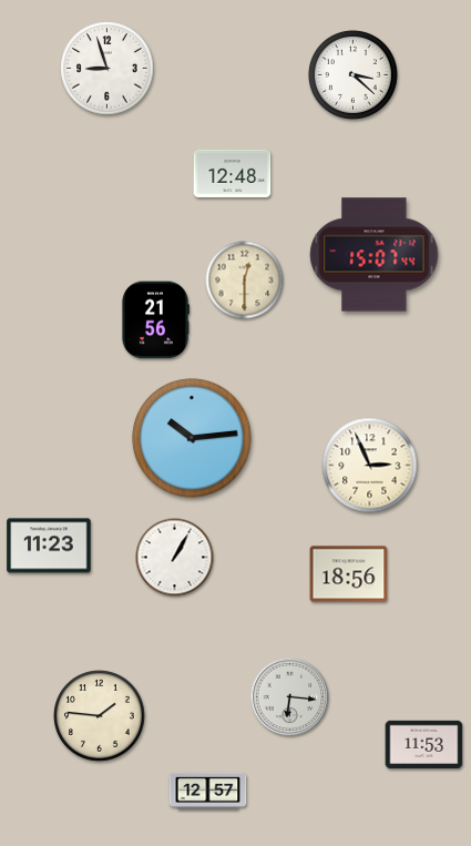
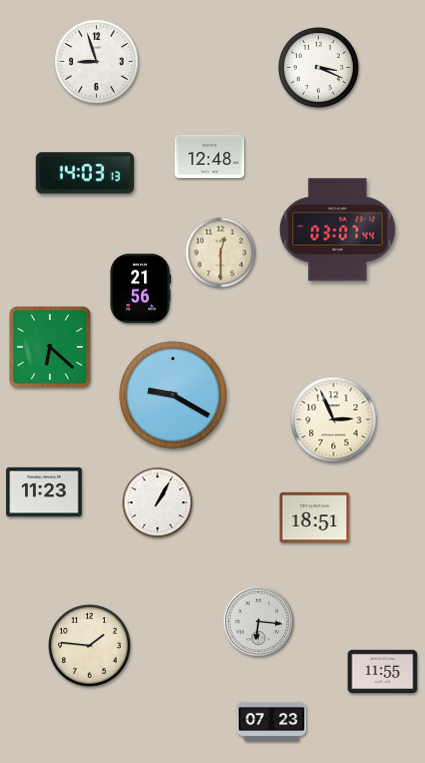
clock at (352, 74): 3:22 -> 3:19
clock at (85, 173): none -> 14:03
clock at (375, 255): 15:07 -> 03:07
clock at (51, 348): none -> 6:22
clock at (192, 438): 10:14 -> 9:20
clock at (349, 574): 18:56 -> 18:51
clock at (290, 697) position: (290, 697) -> (259, 622)
clock at (424, 745): 11:53 -> 11:55
clock at (208, 791): 12:57 -> none
clock at (272, 721): none -> 07:23
